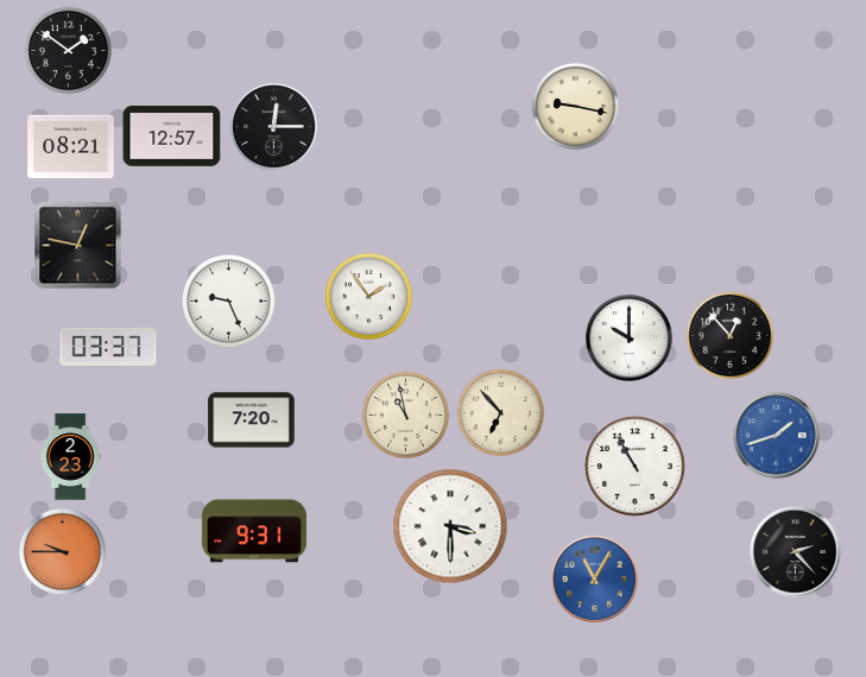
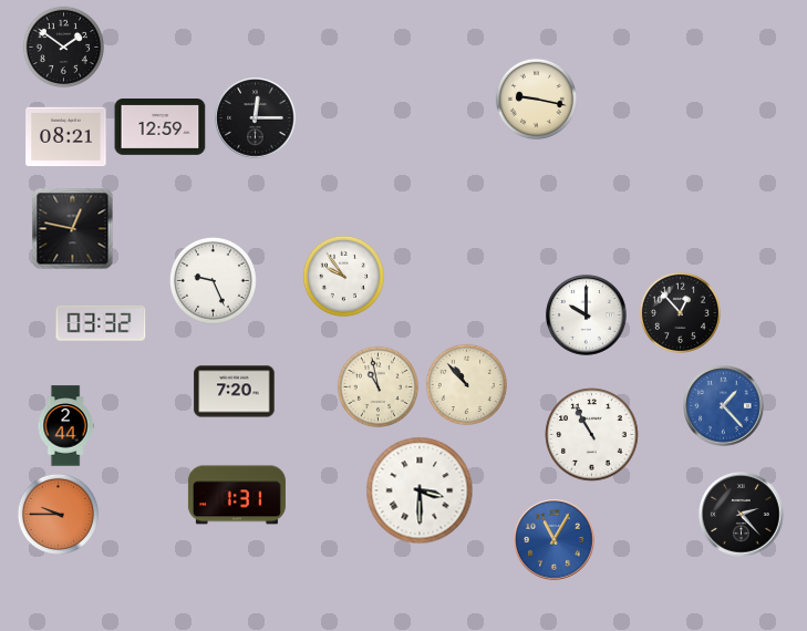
clock at (172, 137): 12:57 -> 12:59
clock at (368, 296): 1:54 -> 9:54
clock at (108, 347): 03:37 -> 03:32
clock at (500, 412): 6:53 -> 10:53
clock at (777, 436): 1:42 -> 1:23
clock at (70, 457): 2:23 -> 2:44
clock at (254, 531): 9:31 -> 1:31
